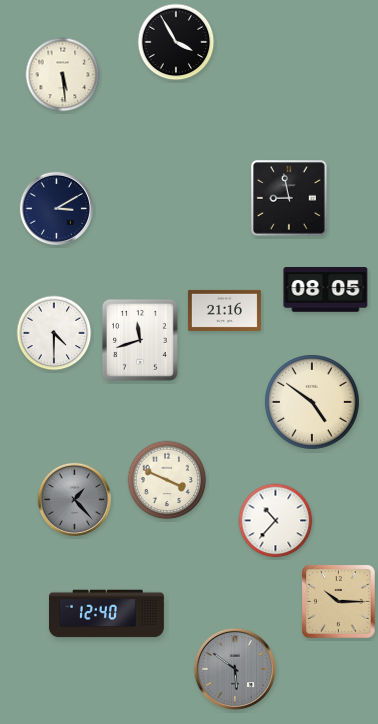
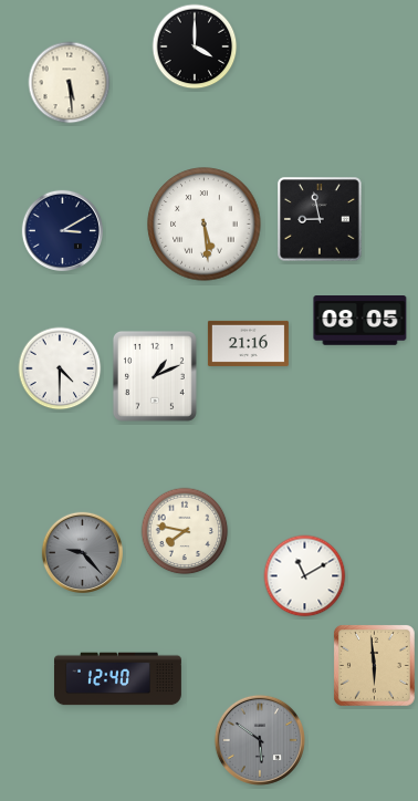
clock at (176, 42): 3:55 -> 4:00
clock at (205, 225): none -> 5:29
clock at (140, 340): 11:42 -> 1:11
clock at (313, 403): 4:51 -> none
clock at (167, 480): 3:49 -> 7:47
clock at (74, 499): 1:23 -> 9:23
clock at (276, 521): 10:37 -> 11:10
clock at (338, 601): 10:15 -> 5:59
